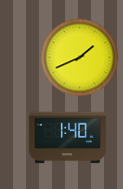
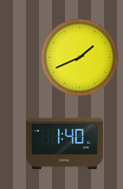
clock at (67, 138) position: (67, 138) -> (64, 144)
